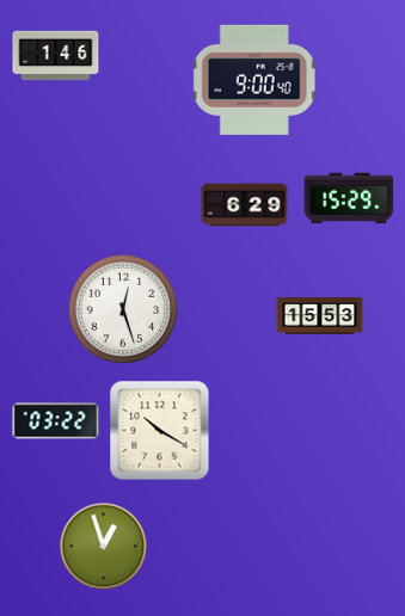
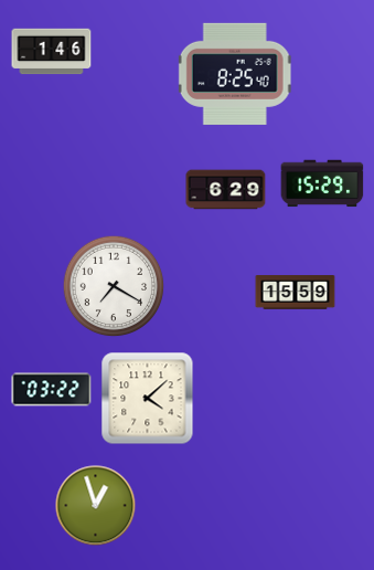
clock at (254, 80): 9:00 -> 8:25
clock at (123, 309): 12:27 -> 7:20
clock at (320, 316): 15:53 -> 15:59
clock at (160, 431): 10:20 -> 4:08
